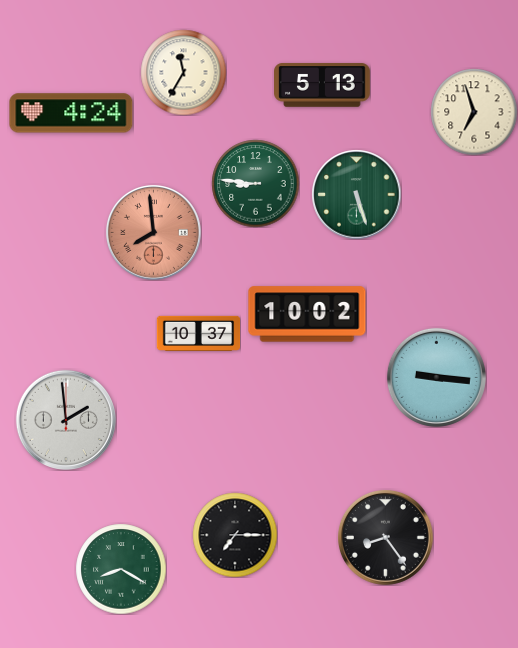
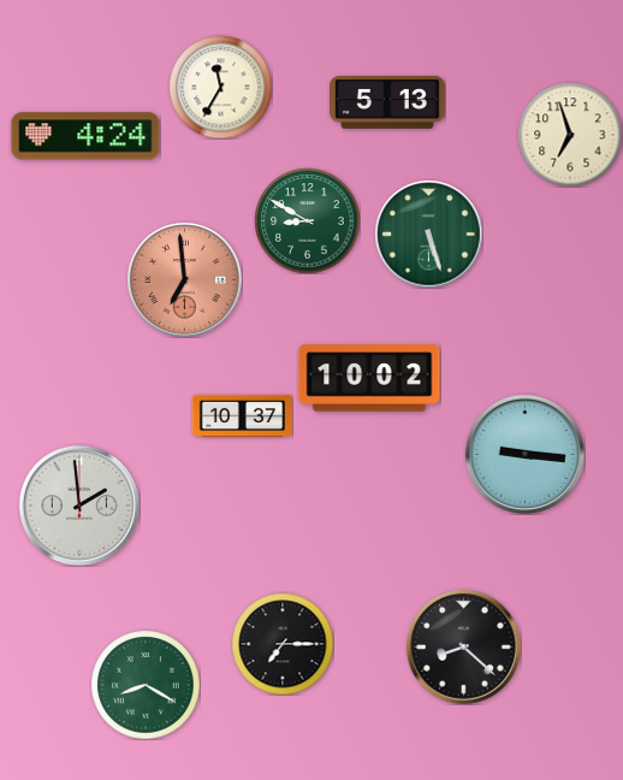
clock at (255, 183): 8:46 -> 8:50
clock at (153, 232): 7:59 -> 6:59
clock at (198, 333) position: (198, 333) -> (242, 415)
clock at (385, 537): 8:24 -> 8:22
